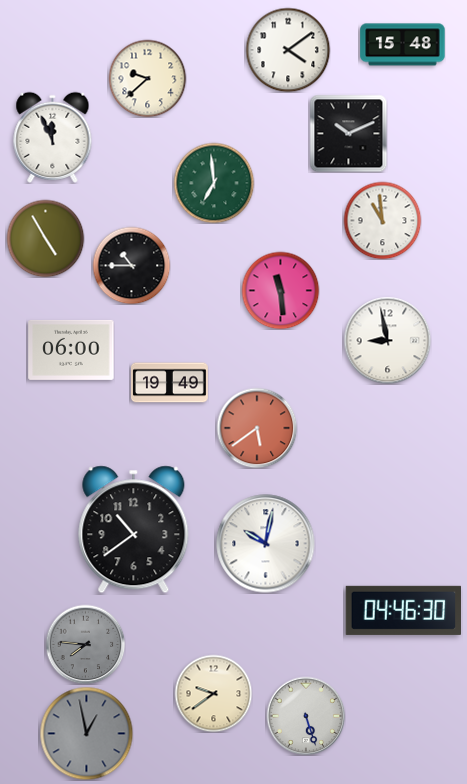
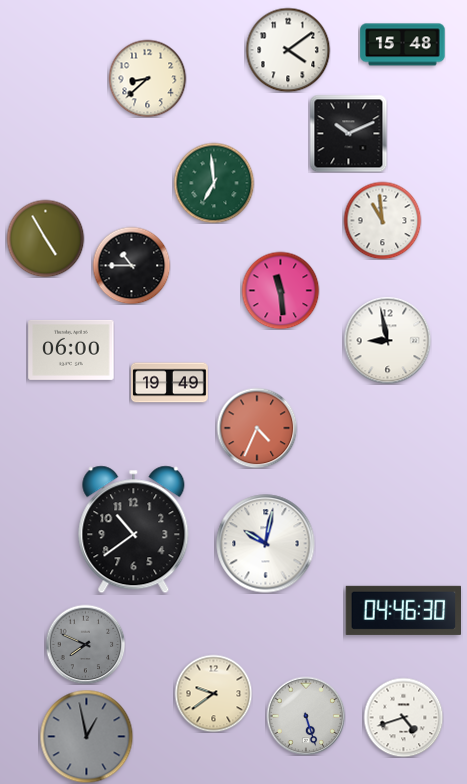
clock at (147, 78): 9:38 -> 8:38
clock at (53, 137): 11:56 -> none
clock at (257, 428): 5:39 -> 4:34
clock at (85, 644): 7:46 -> 7:49
clock at (403, 717): none -> 4:42
clock at (86, 733) position: (86, 733) -> (86, 736)
